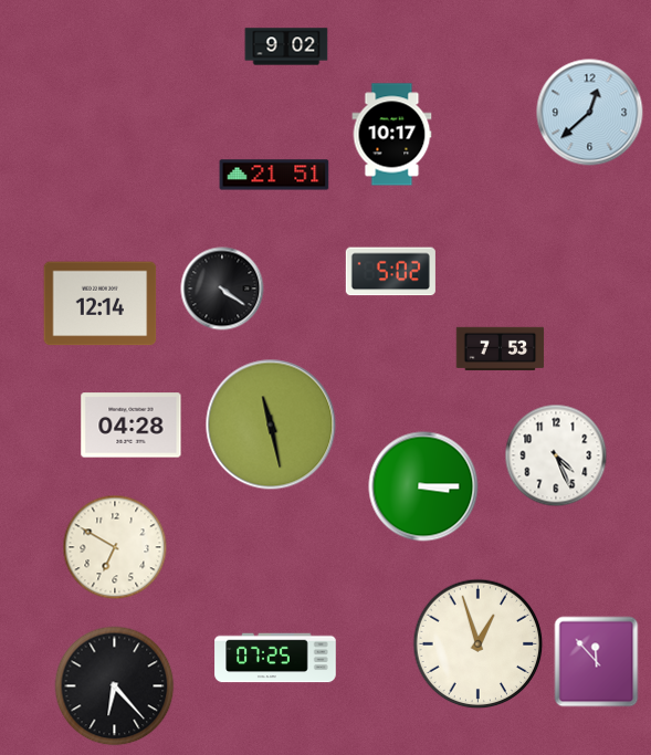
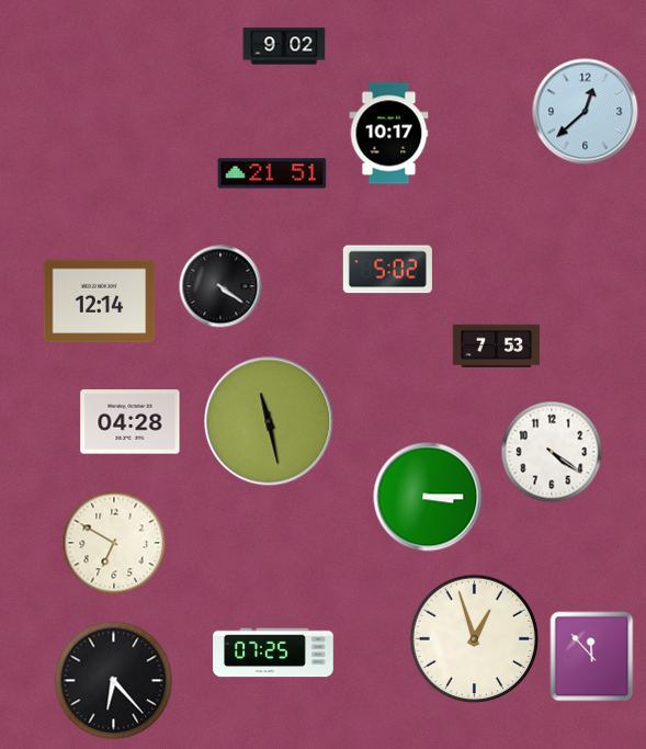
clock at (556, 455): 4:26 -> 4:21
clock at (423, 486) position: (423, 486) -> (428, 497)
